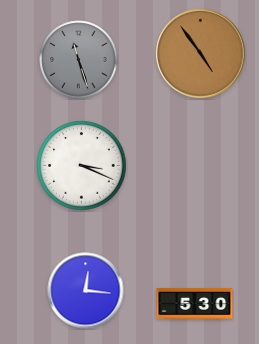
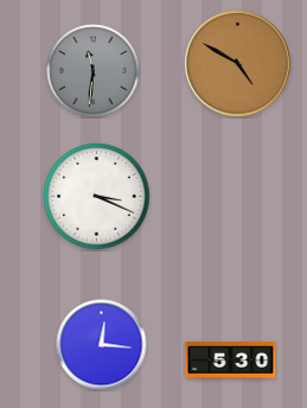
clock at (201, 54): 4:54 -> 4:50
clock at (79, 60): 11:27 -> 11:31
